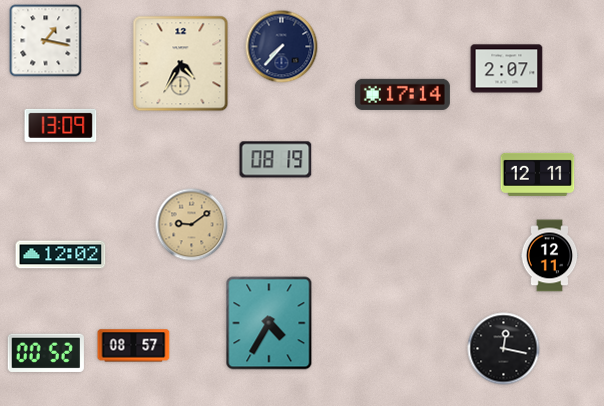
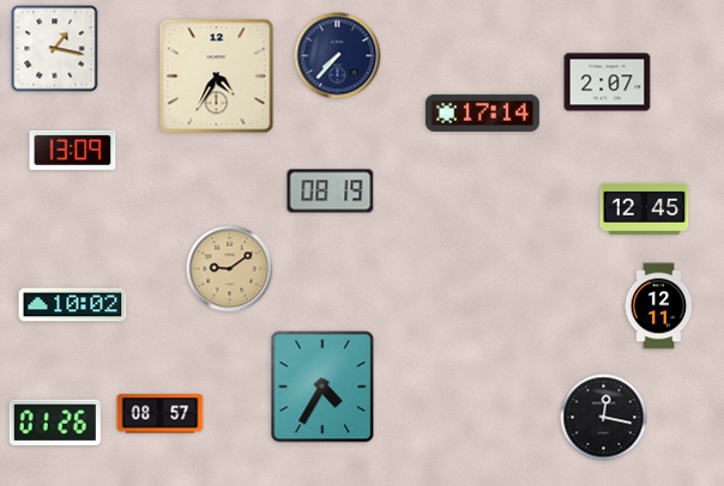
clock at (538, 174): 12:11 -> 12:45
clock at (61, 255): 12:02 -> 10:02
clock at (46, 353): 00:52 -> 01:26
